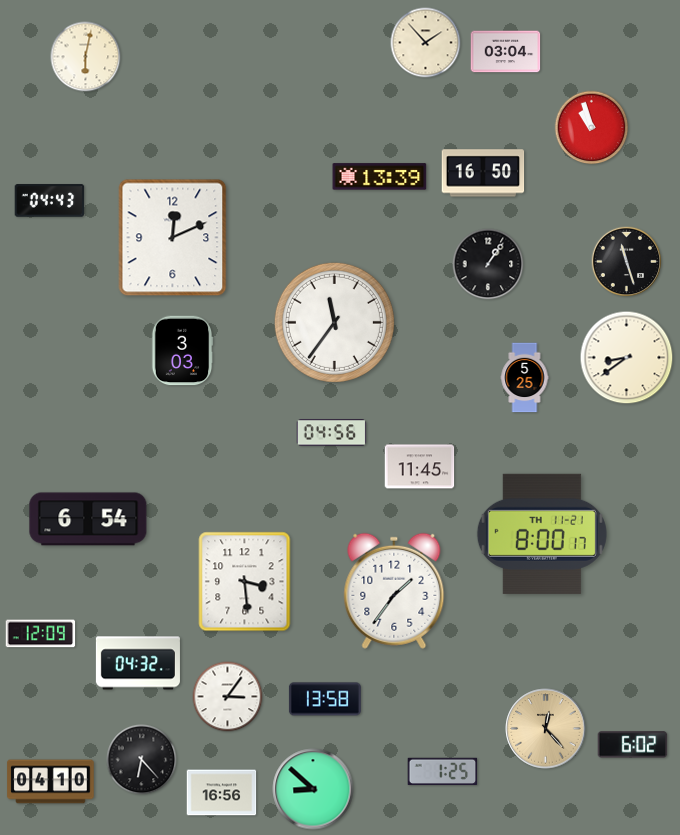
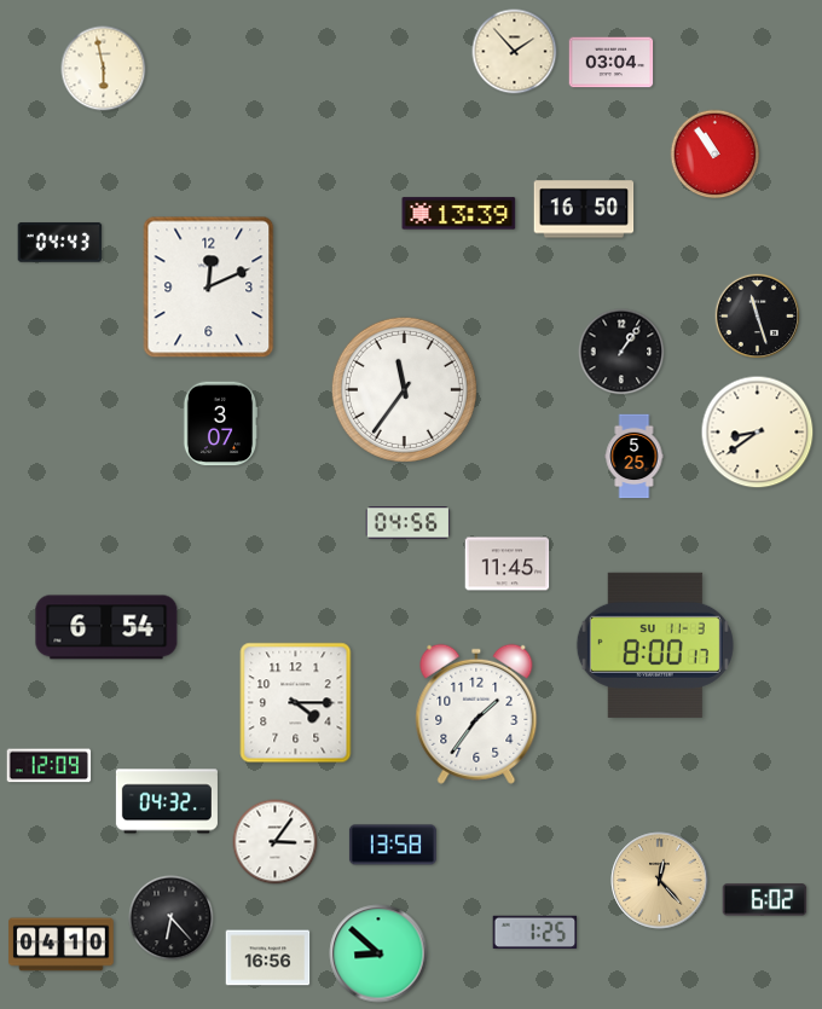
clock at (86, 57): 6:02 -> 5:58
clock at (592, 128): 10:57 -> 10:54
clock at (488, 264) position: (488, 264) -> (621, 352)
clock at (182, 351): 3:03 -> 3:07
clock at (332, 433) position: (332, 433) -> (409, 523)
clock at (542, 534) date: TH 11-21 -> SU 11-3
clock at (245, 582): 3:29 -> 4:15
